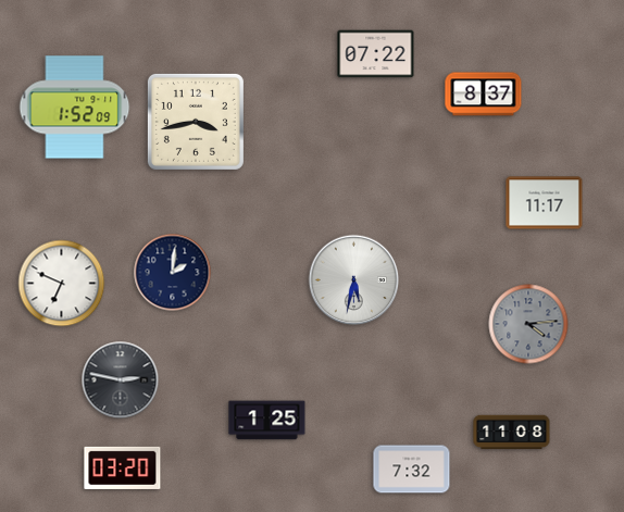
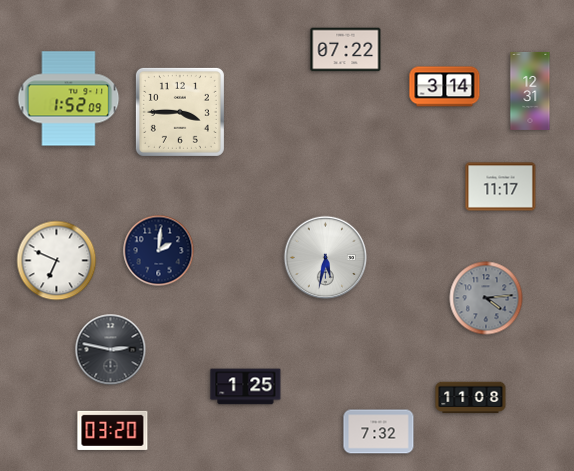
clock at (484, 95): 8:37 -> 3:14
clock at (530, 91): none -> 12:31
clock at (196, 122): 3:43 -> 3:45
